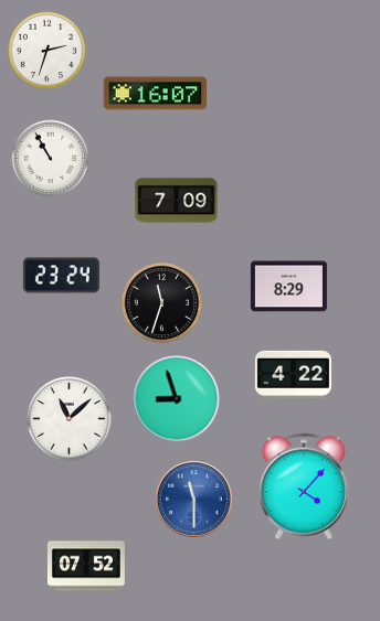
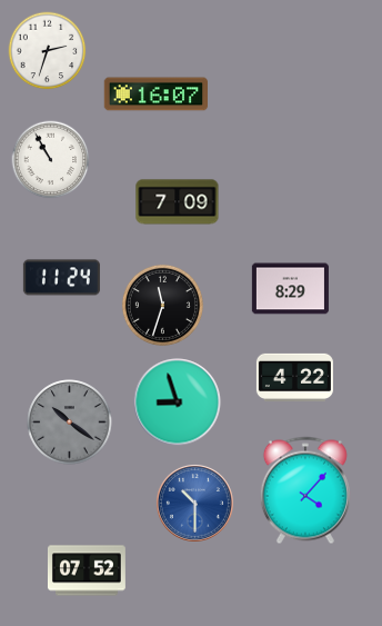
clock at (61, 276): 23:24 -> 11:24
clock at (70, 419): 11:08 -> 10:21
clock at (70, 419) dial: white -> grey
clock at (193, 499): 11:30 -> 10:30
